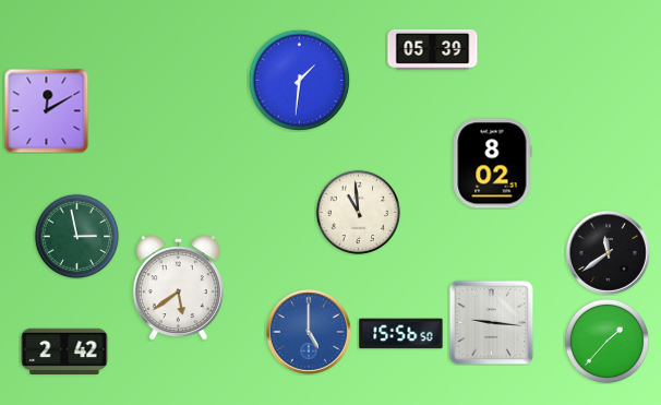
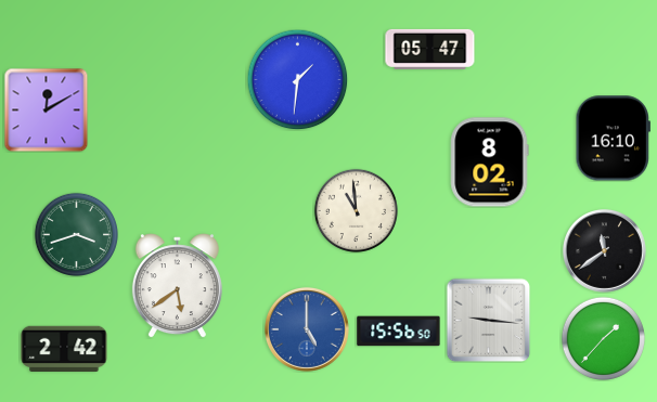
clock at (433, 49): 05:39 -> 05:47
clock at (613, 139): none -> 16:10
clock at (76, 236): 2:58 -> 3:42
